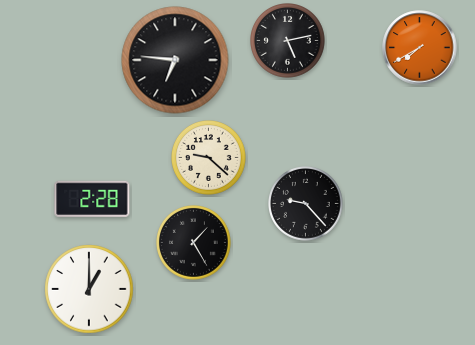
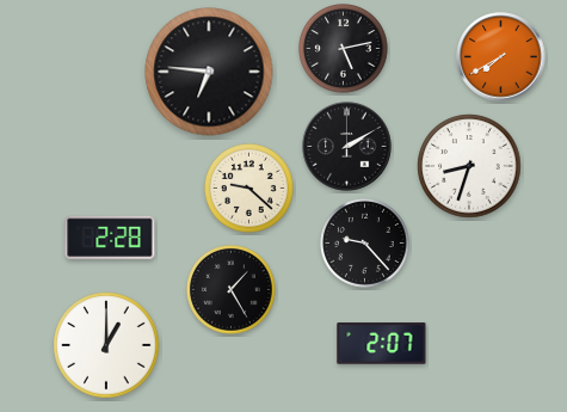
clock at (347, 147): none -> 2:10
clock at (469, 166): none -> 8:33
clock at (382, 344): none -> 2:07
